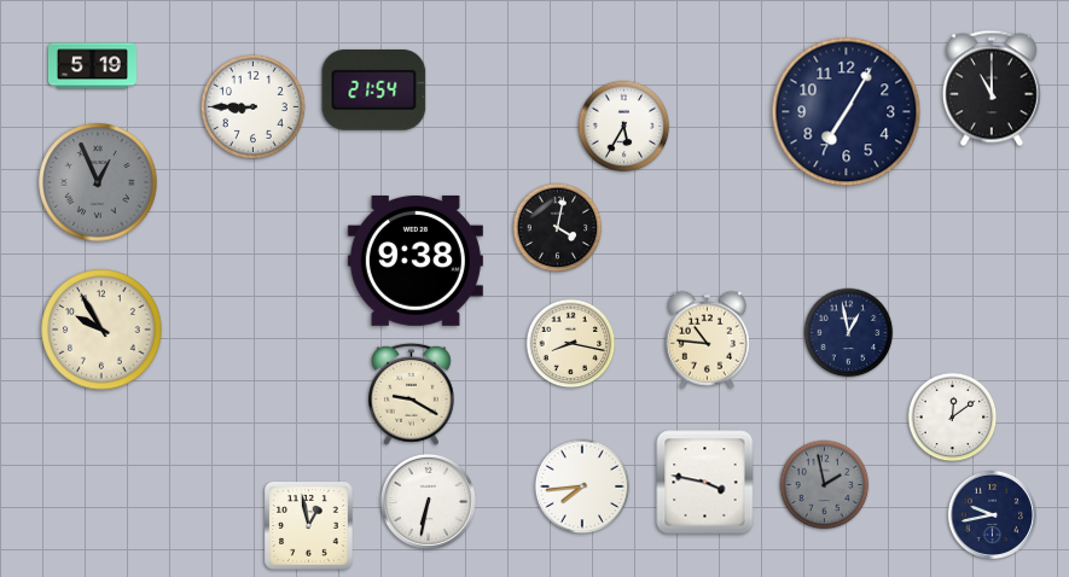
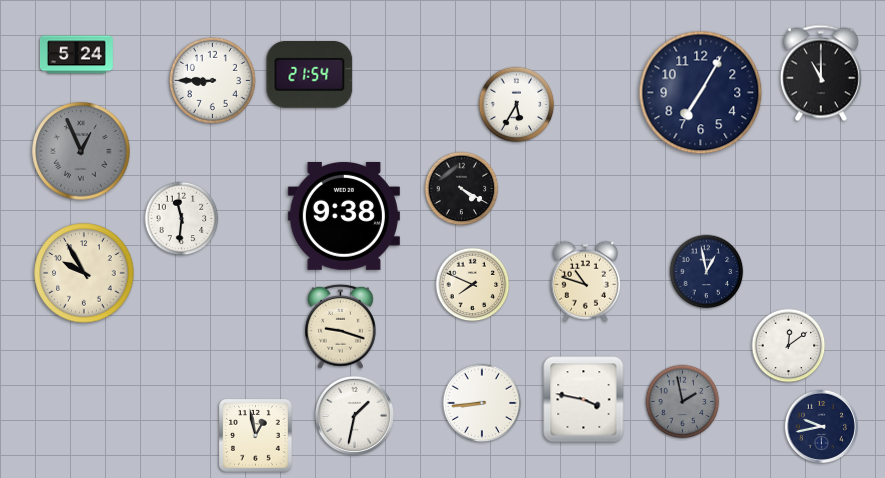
clock at (92, 66): 5:19 -> 5:24
clock at (252, 106) position: (252, 106) -> (212, 80)
clock at (558, 228): 4:02 -> 4:20
clock at (182, 219): none -> 11:31
clock at (849, 333) position: (849, 333) -> (707, 272)
clock at (707, 339): 10:46 -> 10:48
clock at (571, 344): 8:17 -> 7:49
clock at (411, 394): 9:20 -> 9:18
clock at (582, 486): 7:44 -> 8:44
clock at (428, 501): 6:32 -> 1:32
